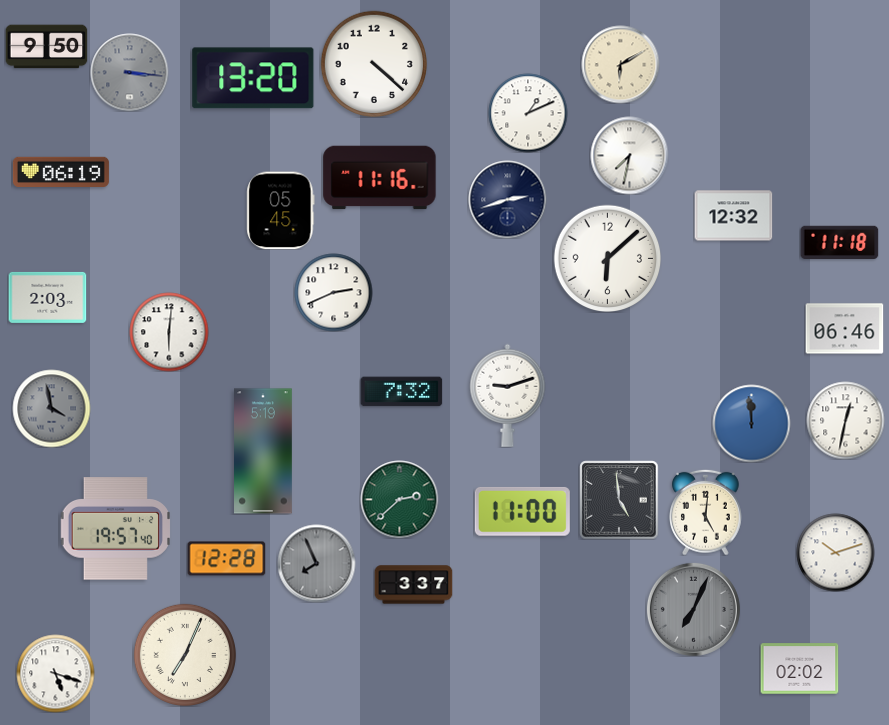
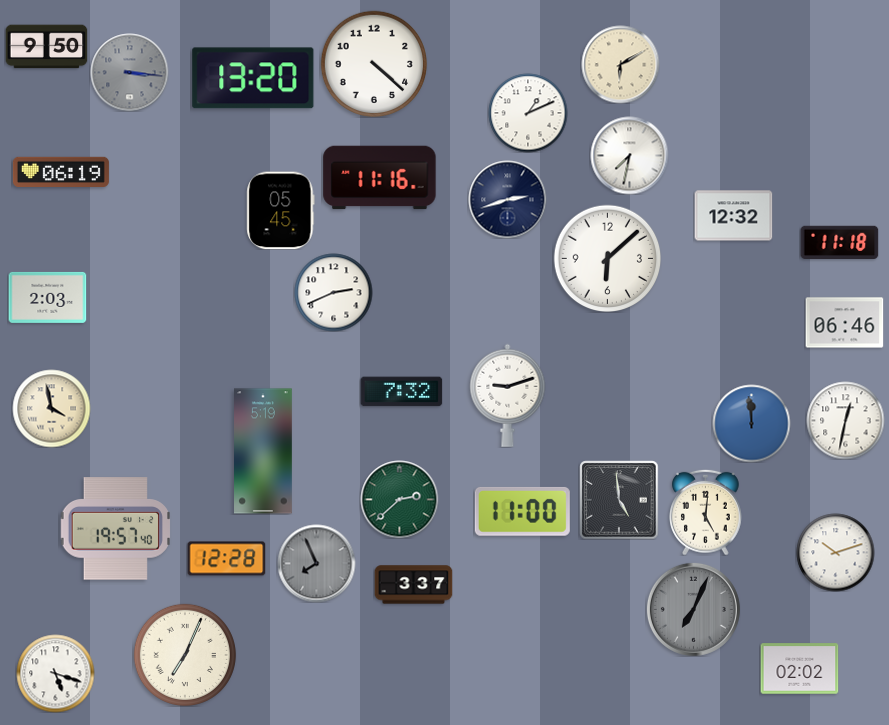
clock at (844, 329) position: (844, 329) -> (844, 323)
clock at (169, 332): 6:01 -> none
clock at (51, 408) dial: grey -> cream
